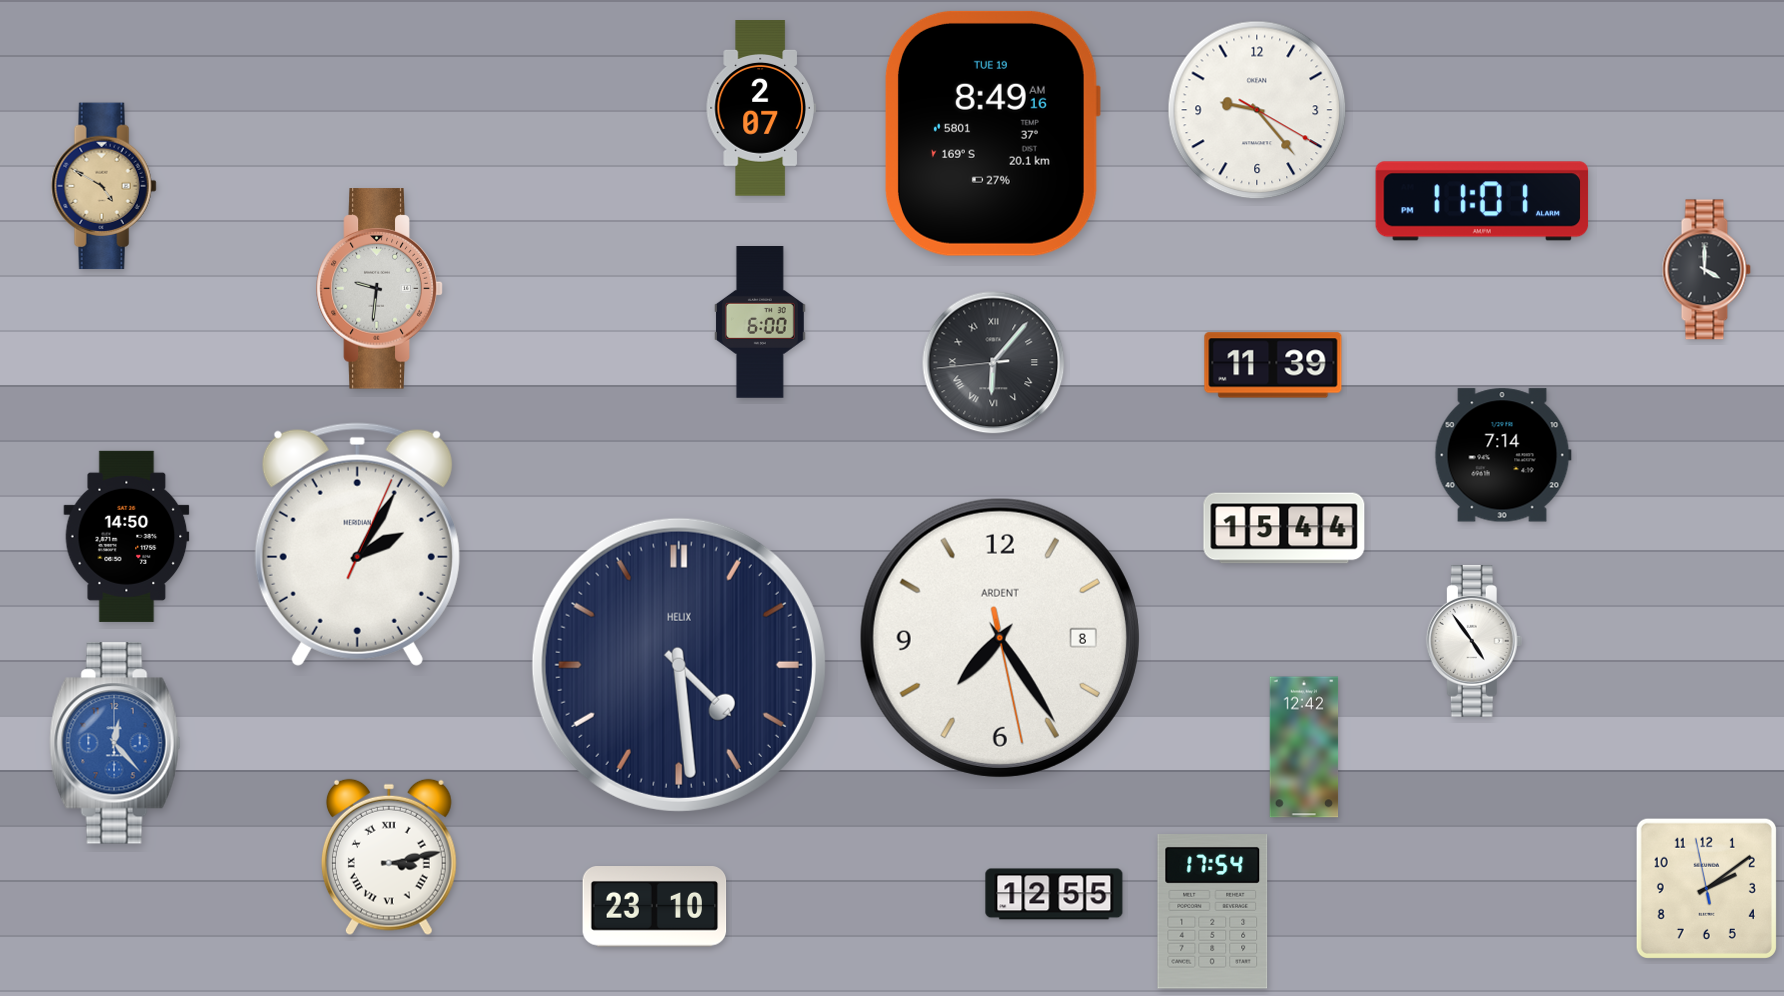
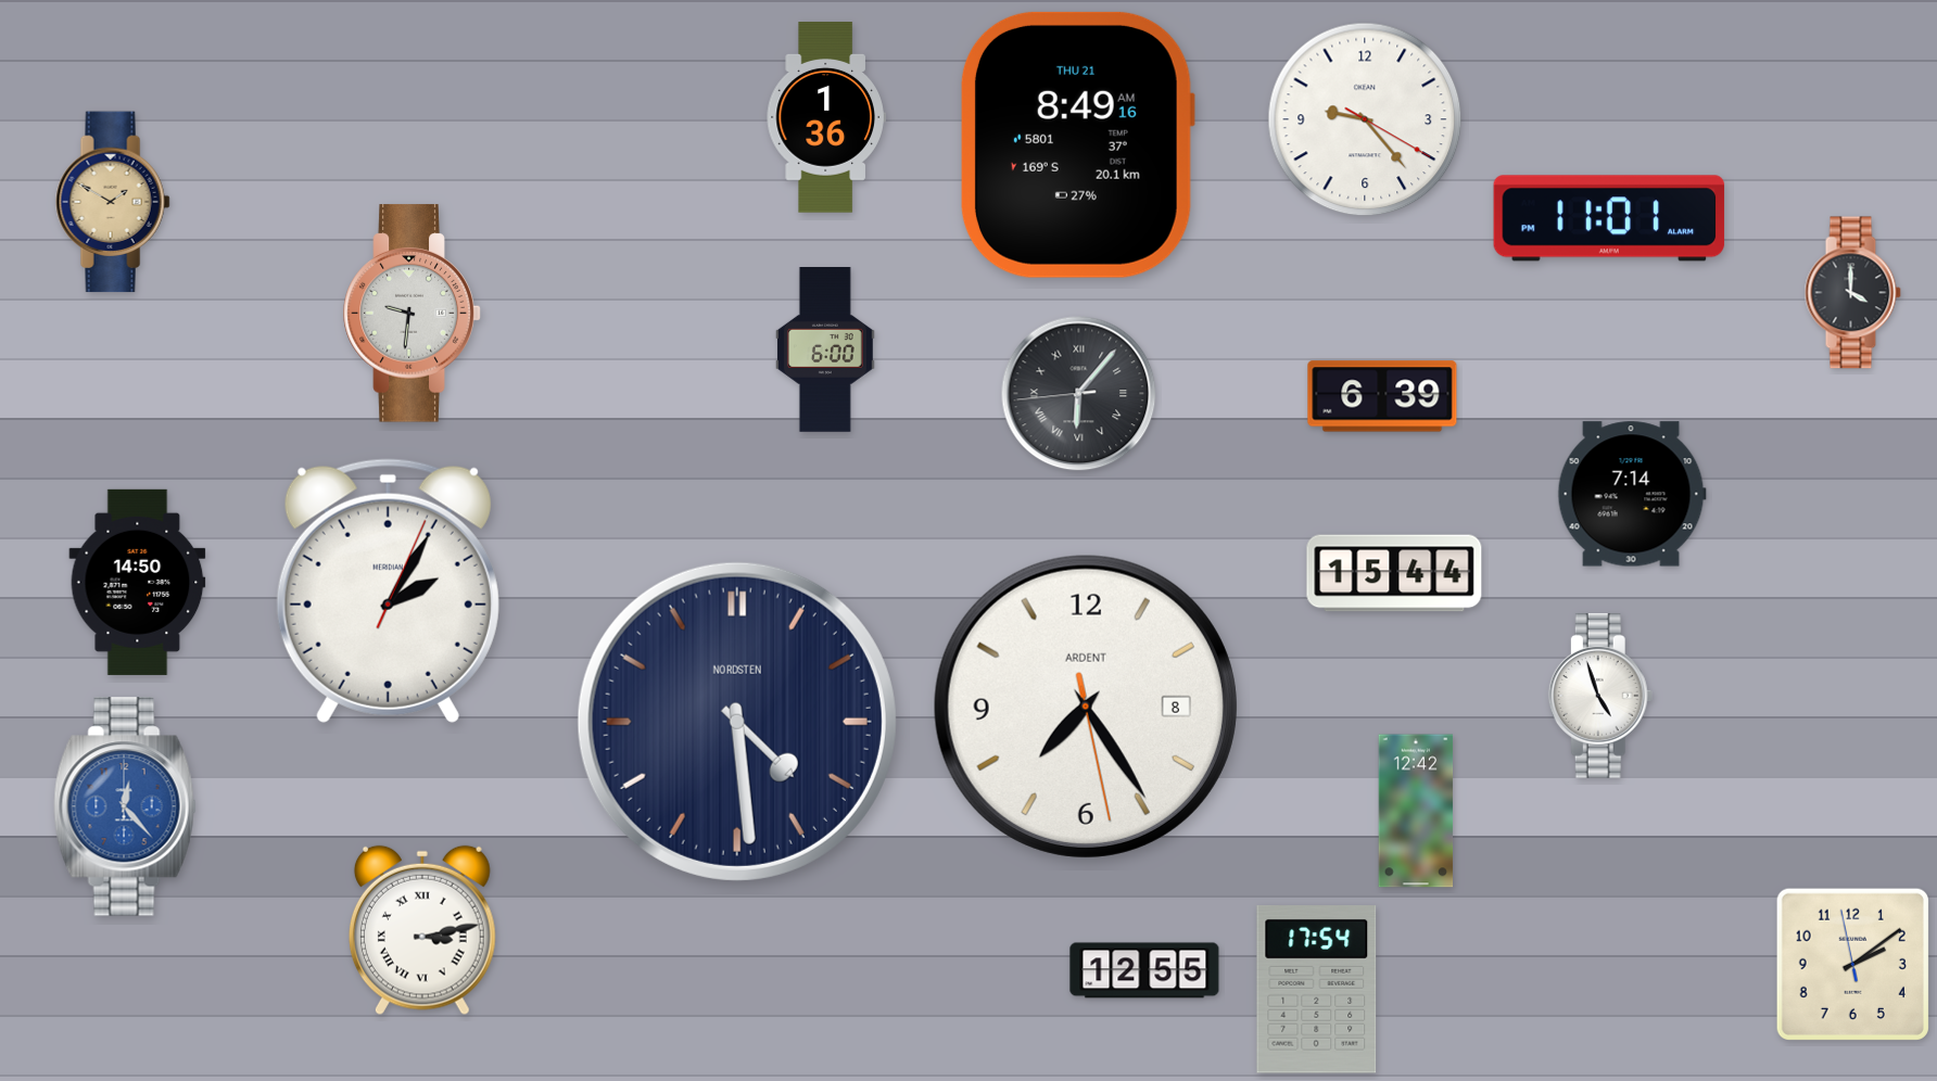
clock at (761, 108): 2:07 -> 1:36
clock at (992, 133) date: TUE 19 -> THU 21
clock at (104, 186): 4:50 -> 1:50
clock at (1273, 365): 11:39 -> 6:39
clock at (1000, 638) position: (1000, 638) -> (1086, 707)
clock at (1474, 641): 4:54 -> 4:57
clock at (679, 665) brand: HELIX -> NORDSTEN
clock at (655, 907): 23:10 -> none
